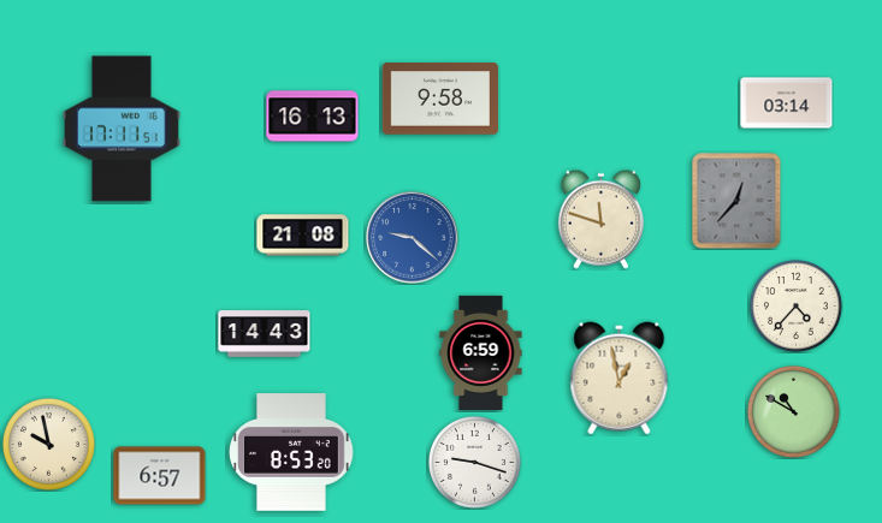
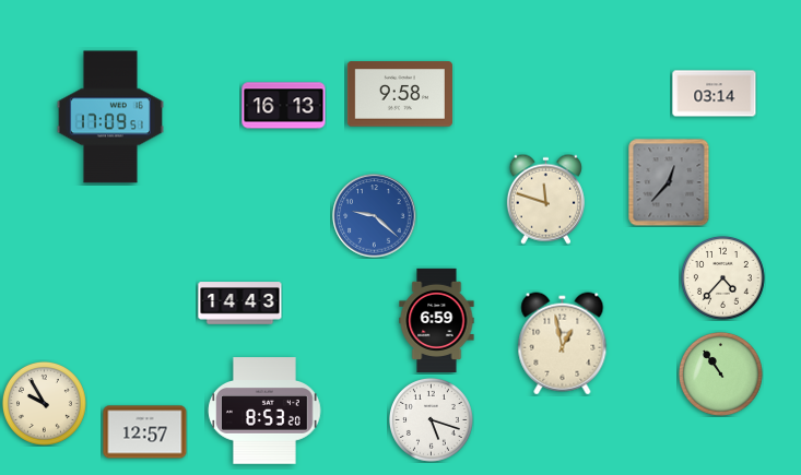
clock at (440, 99) position: (440, 99) -> (400, 94)
clock at (122, 129): 17:11 -> 17:09
clock at (303, 236): 21:08 -> none
clock at (793, 411): 10:50 -> 10:54
clock at (48, 444): 9:58 -> 9:55
clock at (474, 462): 9:18 -> 5:18
clock at (160, 476): 6:57 -> 12:57
